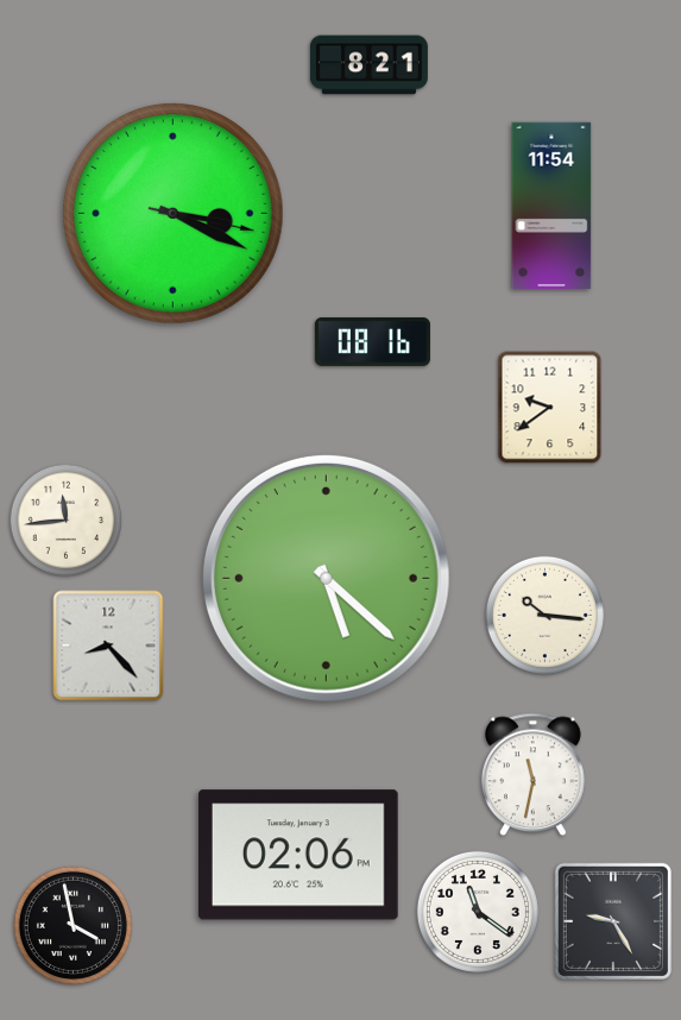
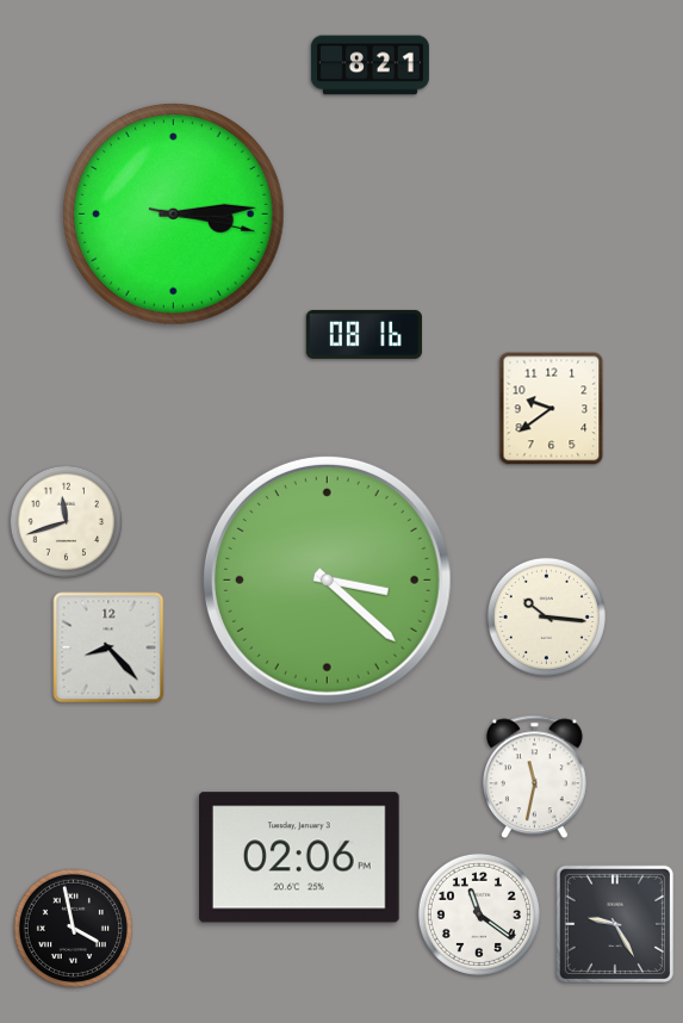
clock at (551, 204): 11:54 -> none
clock at (174, 214): 3:19 -> 3:14
clock at (372, 341) position: (372, 341) -> (364, 334)
clock at (67, 521): 11:44 -> 11:42
clock at (326, 578): 5:22 -> 3:22
